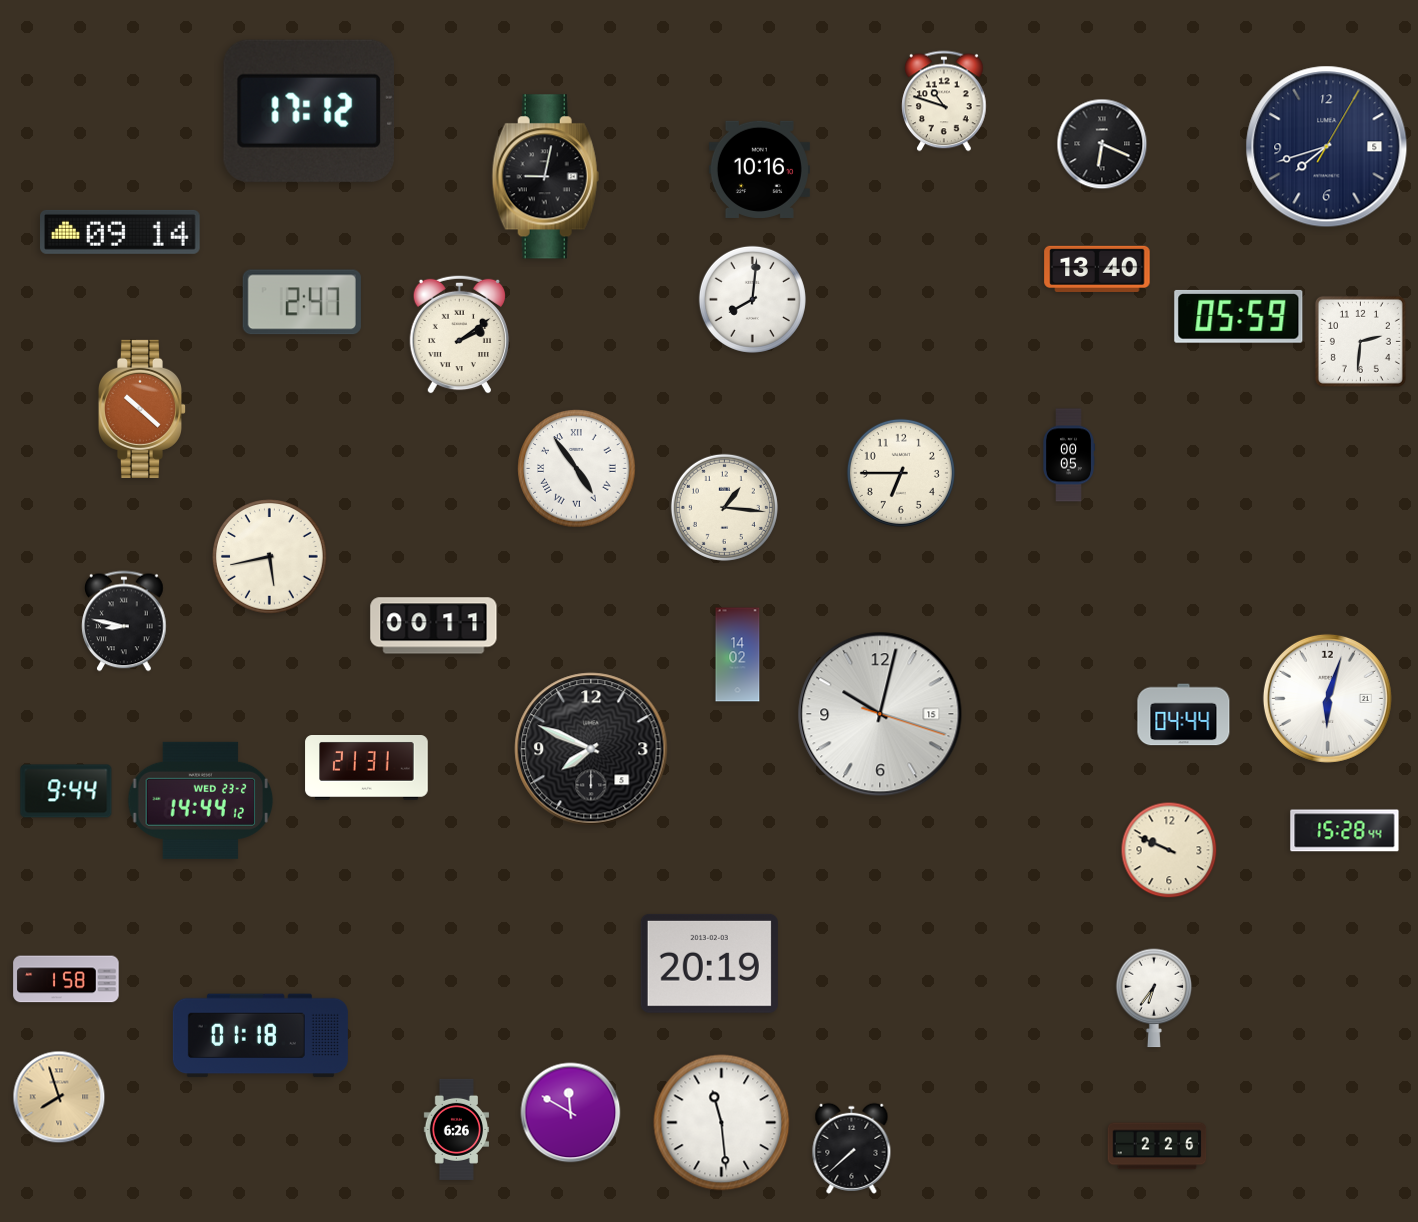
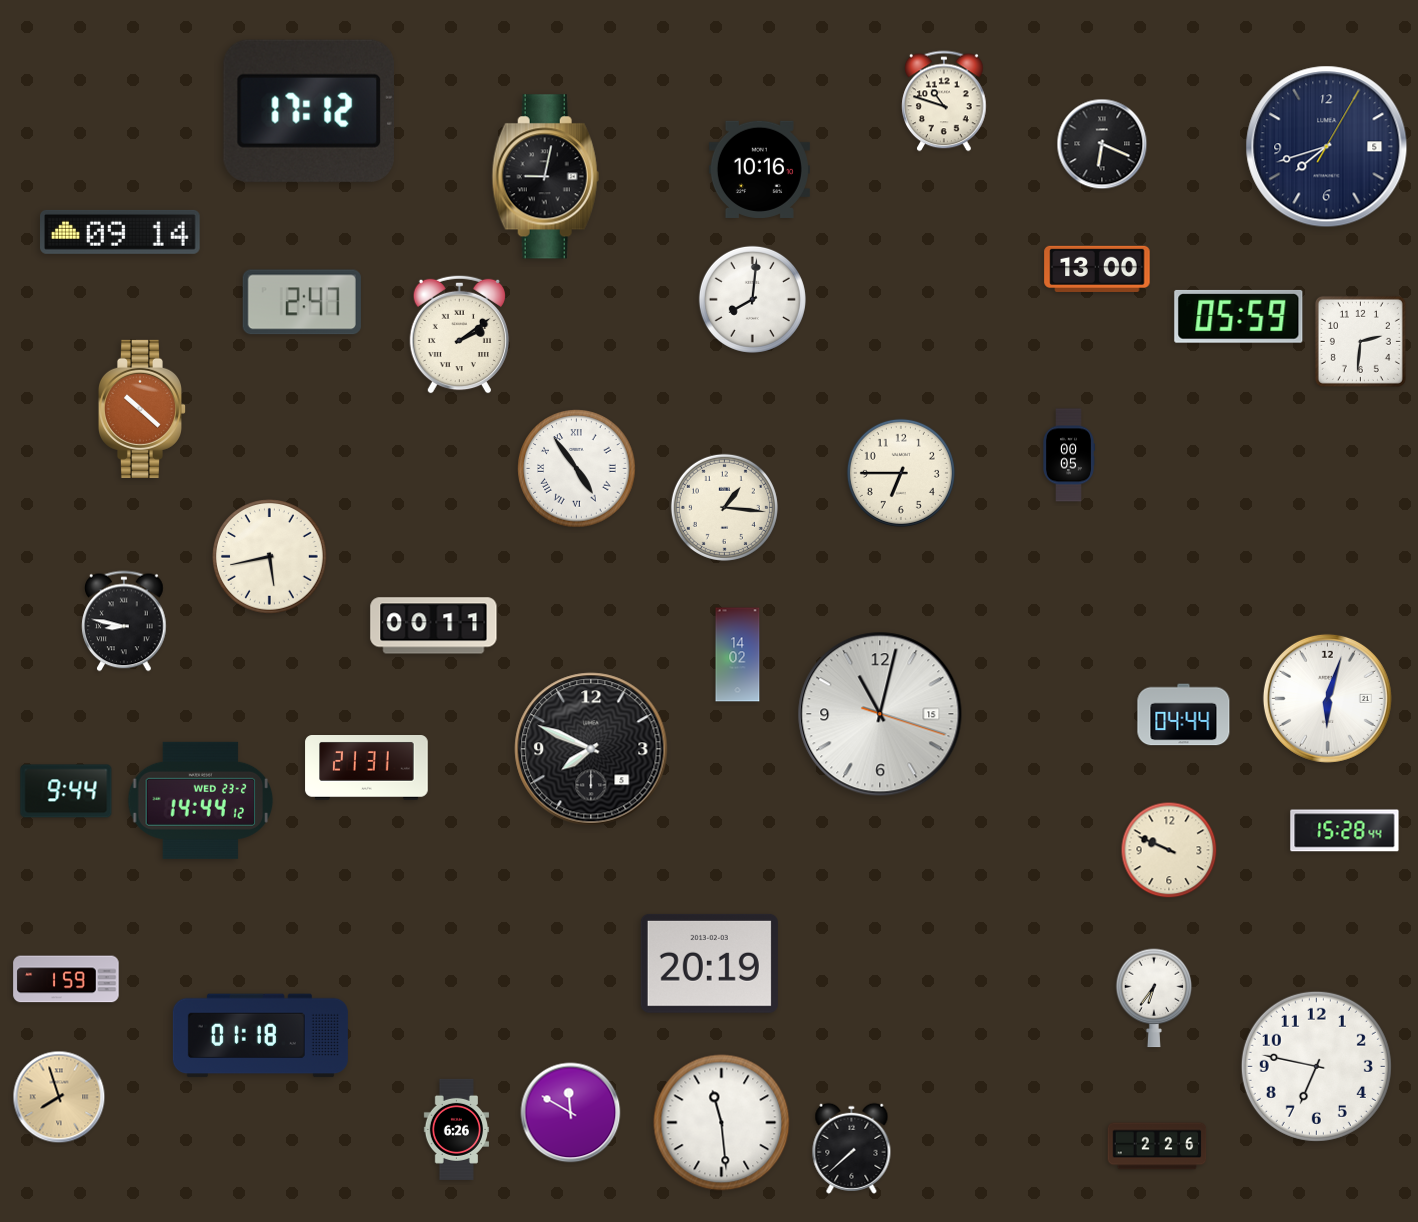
clock at (1097, 268): 13:40 -> 13:00
clock at (880, 714): 10:02 -> 11:02
clock at (66, 979): 1:58 -> 1:59
clock at (1316, 1066): none -> 6:47
